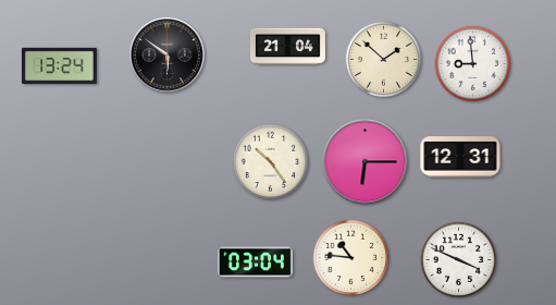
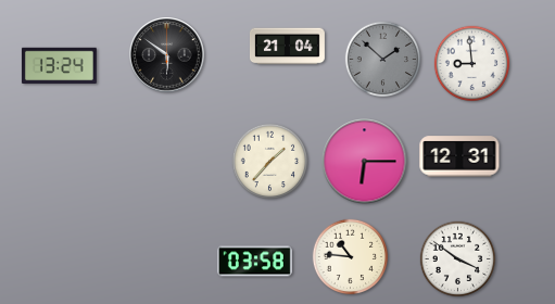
clock at (384, 60) dial: cream -> grey
clock at (271, 162): 10:24 -> 1:37
clock at (459, 260): 3:49 -> 3:51
clock at (255, 263): 03:04 -> 03:58
